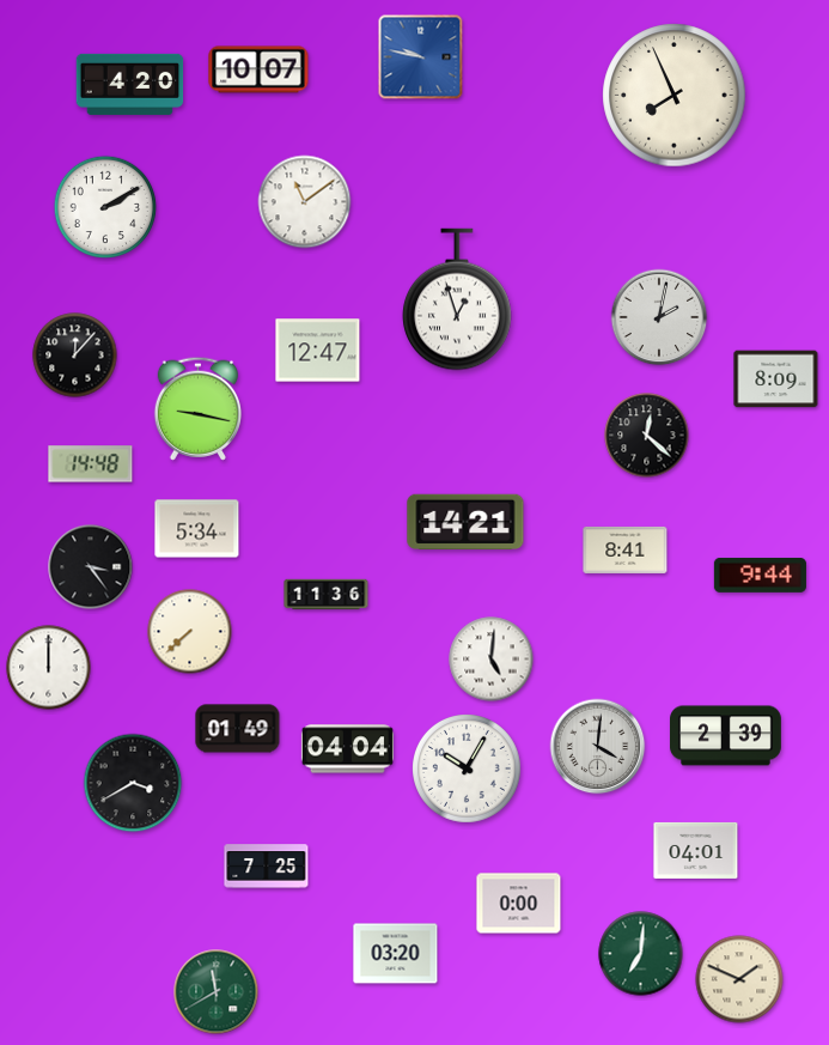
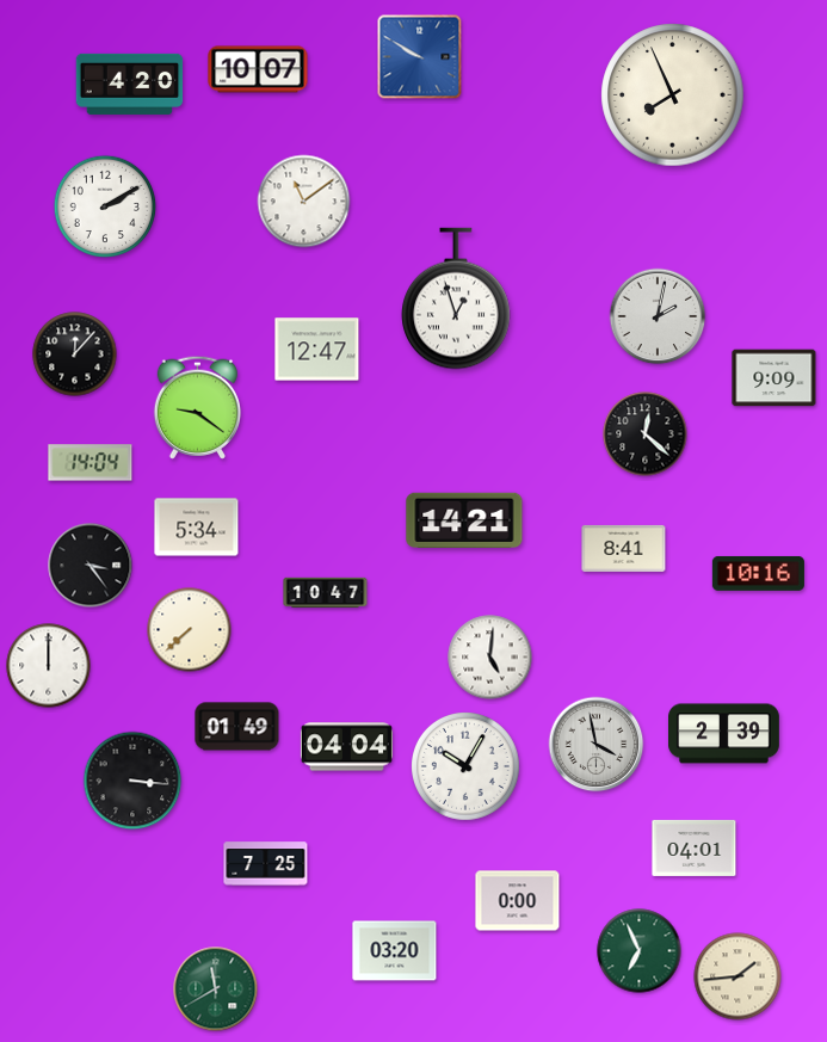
clock at (421, 57): 9:47 -> 9:50
clock at (776, 379): 8:09 -> 9:09
clock at (197, 408): 9:17 -> 9:21
clock at (91, 464): 14:48 -> 14:04
clock at (760, 575): 9:44 -> 10:16
clock at (327, 595): 11:36 -> 10:47
clock at (598, 747): 4:01 -> 3:58
clock at (133, 783): 3:40 -> 3:16
clock at (641, 954): 7:01 -> 6:56
clock at (739, 979): 1:49 -> 1:44
